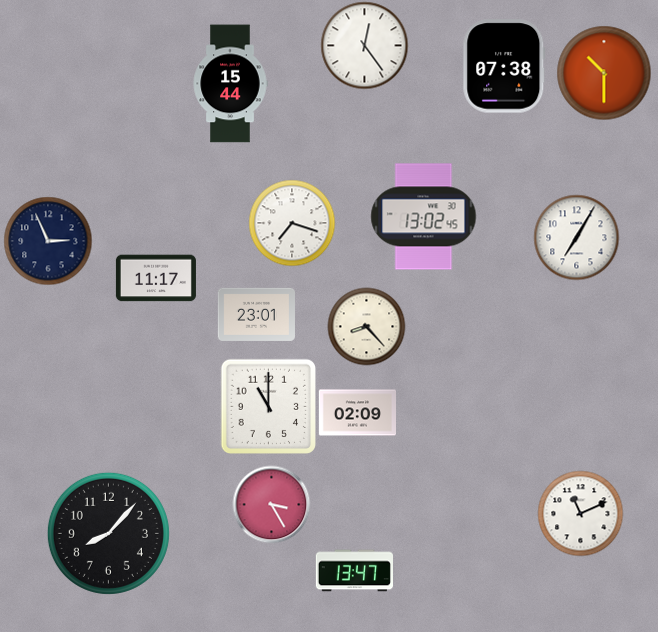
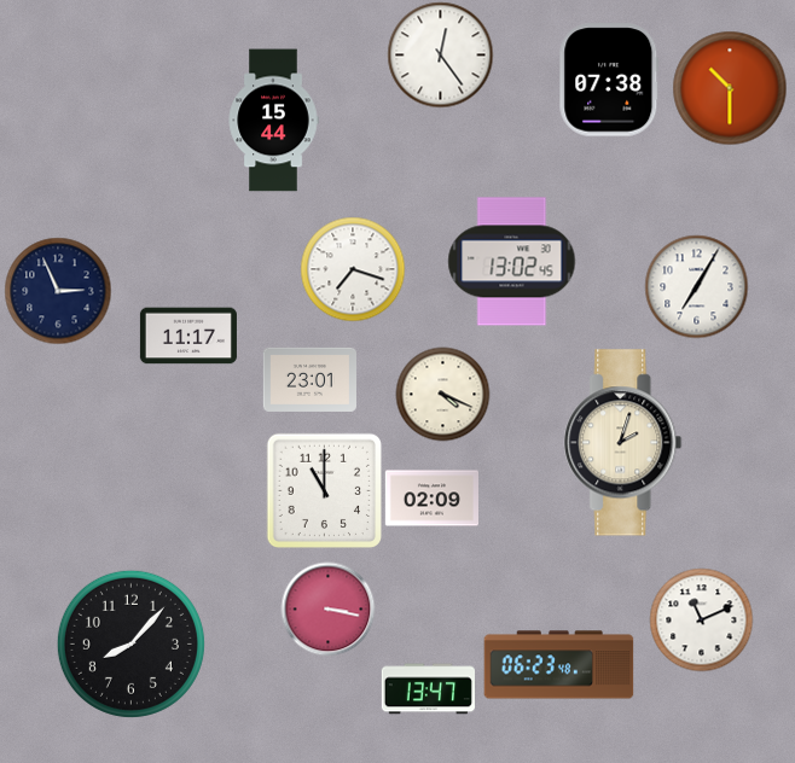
clock at (230, 84) position: (230, 84) -> (273, 121)
clock at (366, 326): 8:23 -> 4:19
clock at (623, 443): none -> 2:03
clock at (271, 504): 3:25 -> 3:17
clock at (559, 665): none -> 06:23
